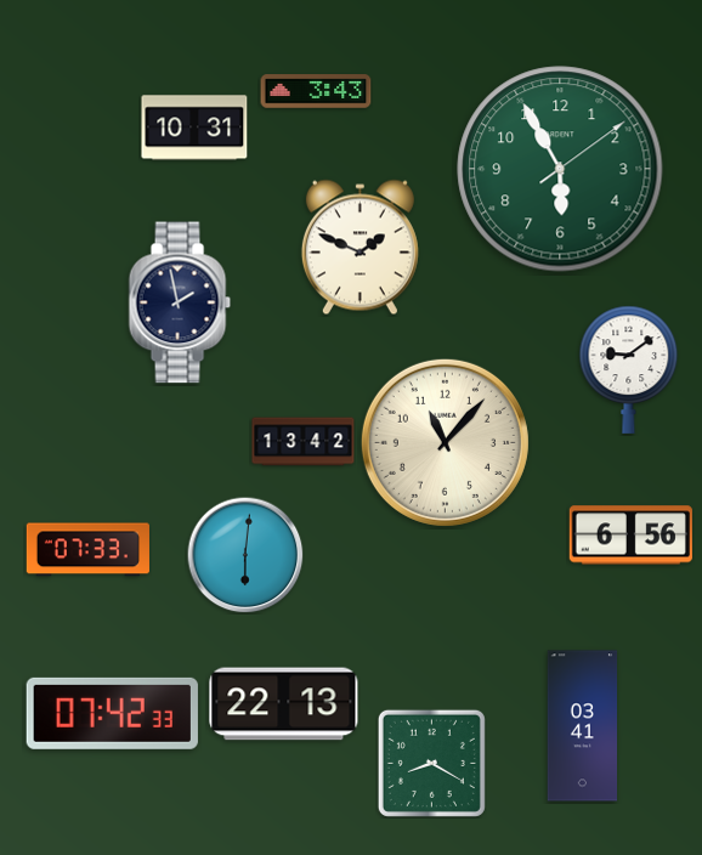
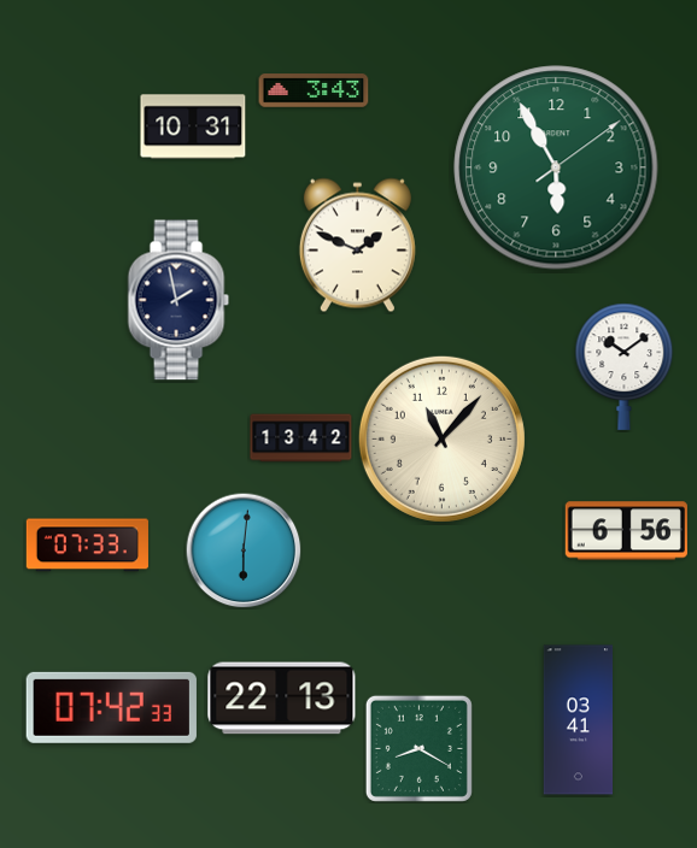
clock at (629, 369): 9:09 -> 10:09
clock at (431, 763) position: (431, 763) -> (418, 748)
